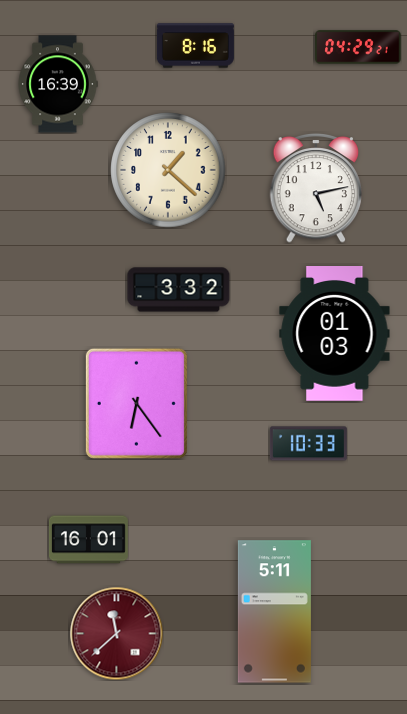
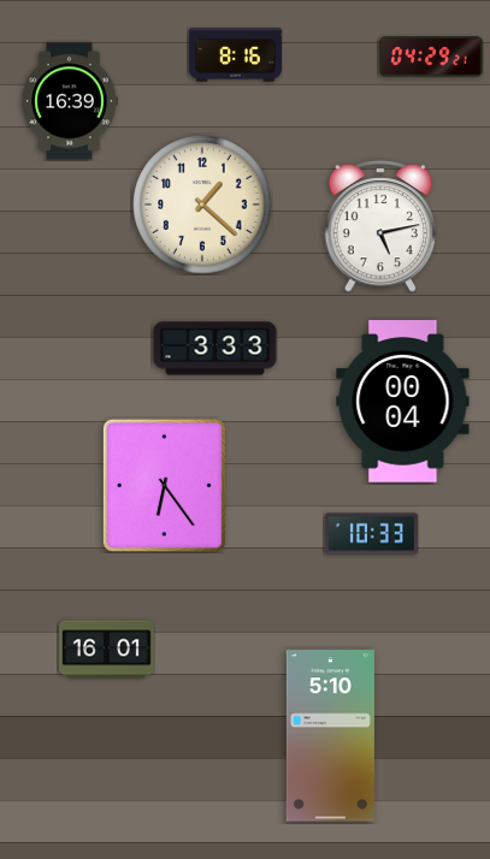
clock at (179, 290): 3:32 -> 3:33
clock at (335, 334): 01:03 -> 00:04
clock at (274, 612): 5:11 -> 5:10
clock at (116, 633): 11:38 -> none
